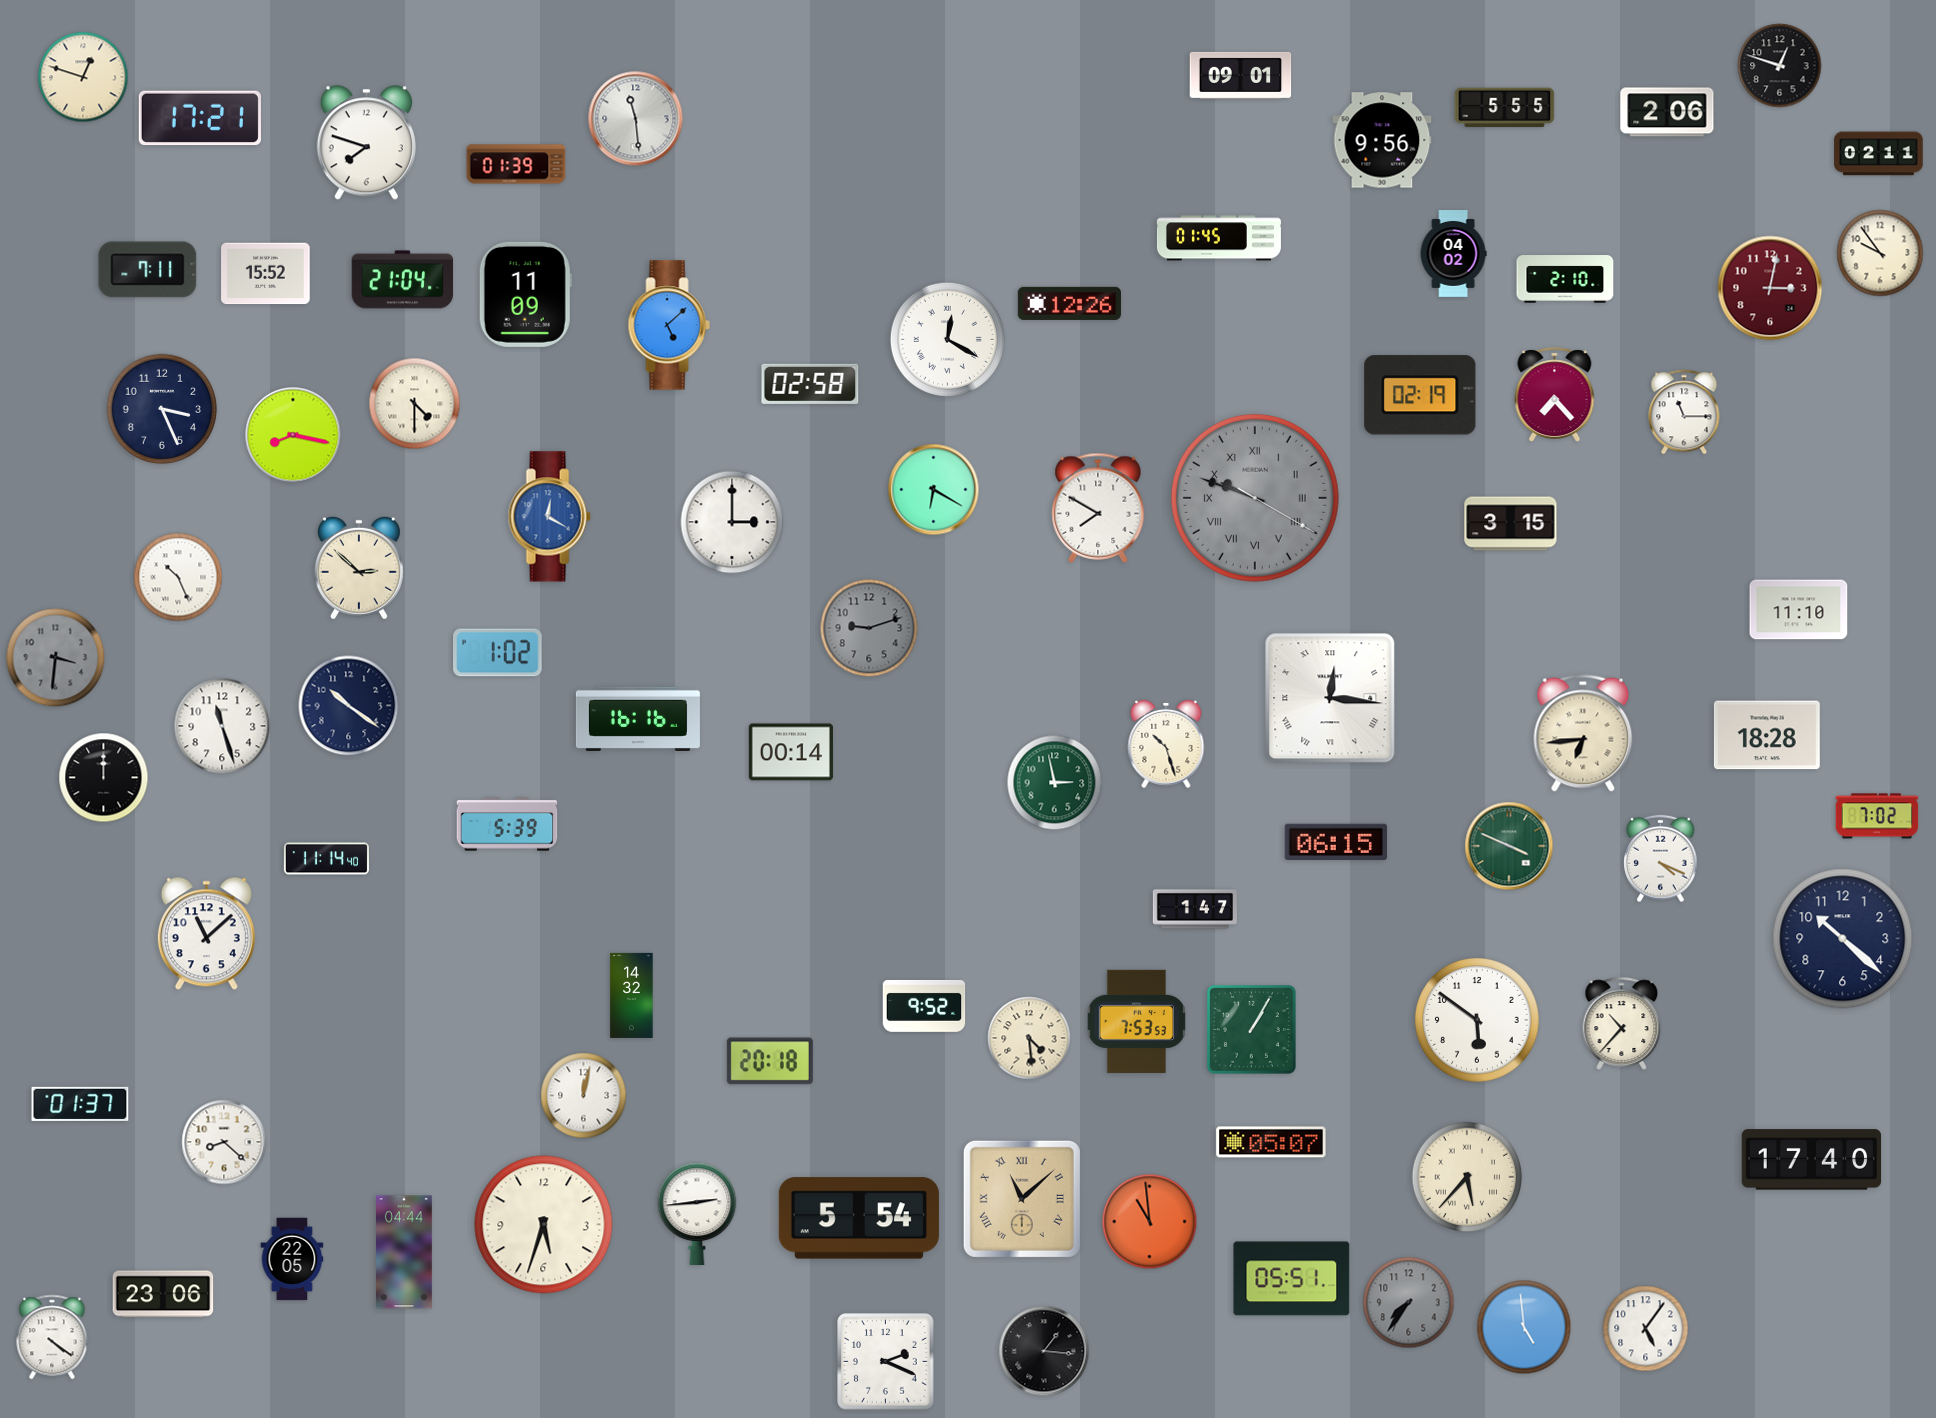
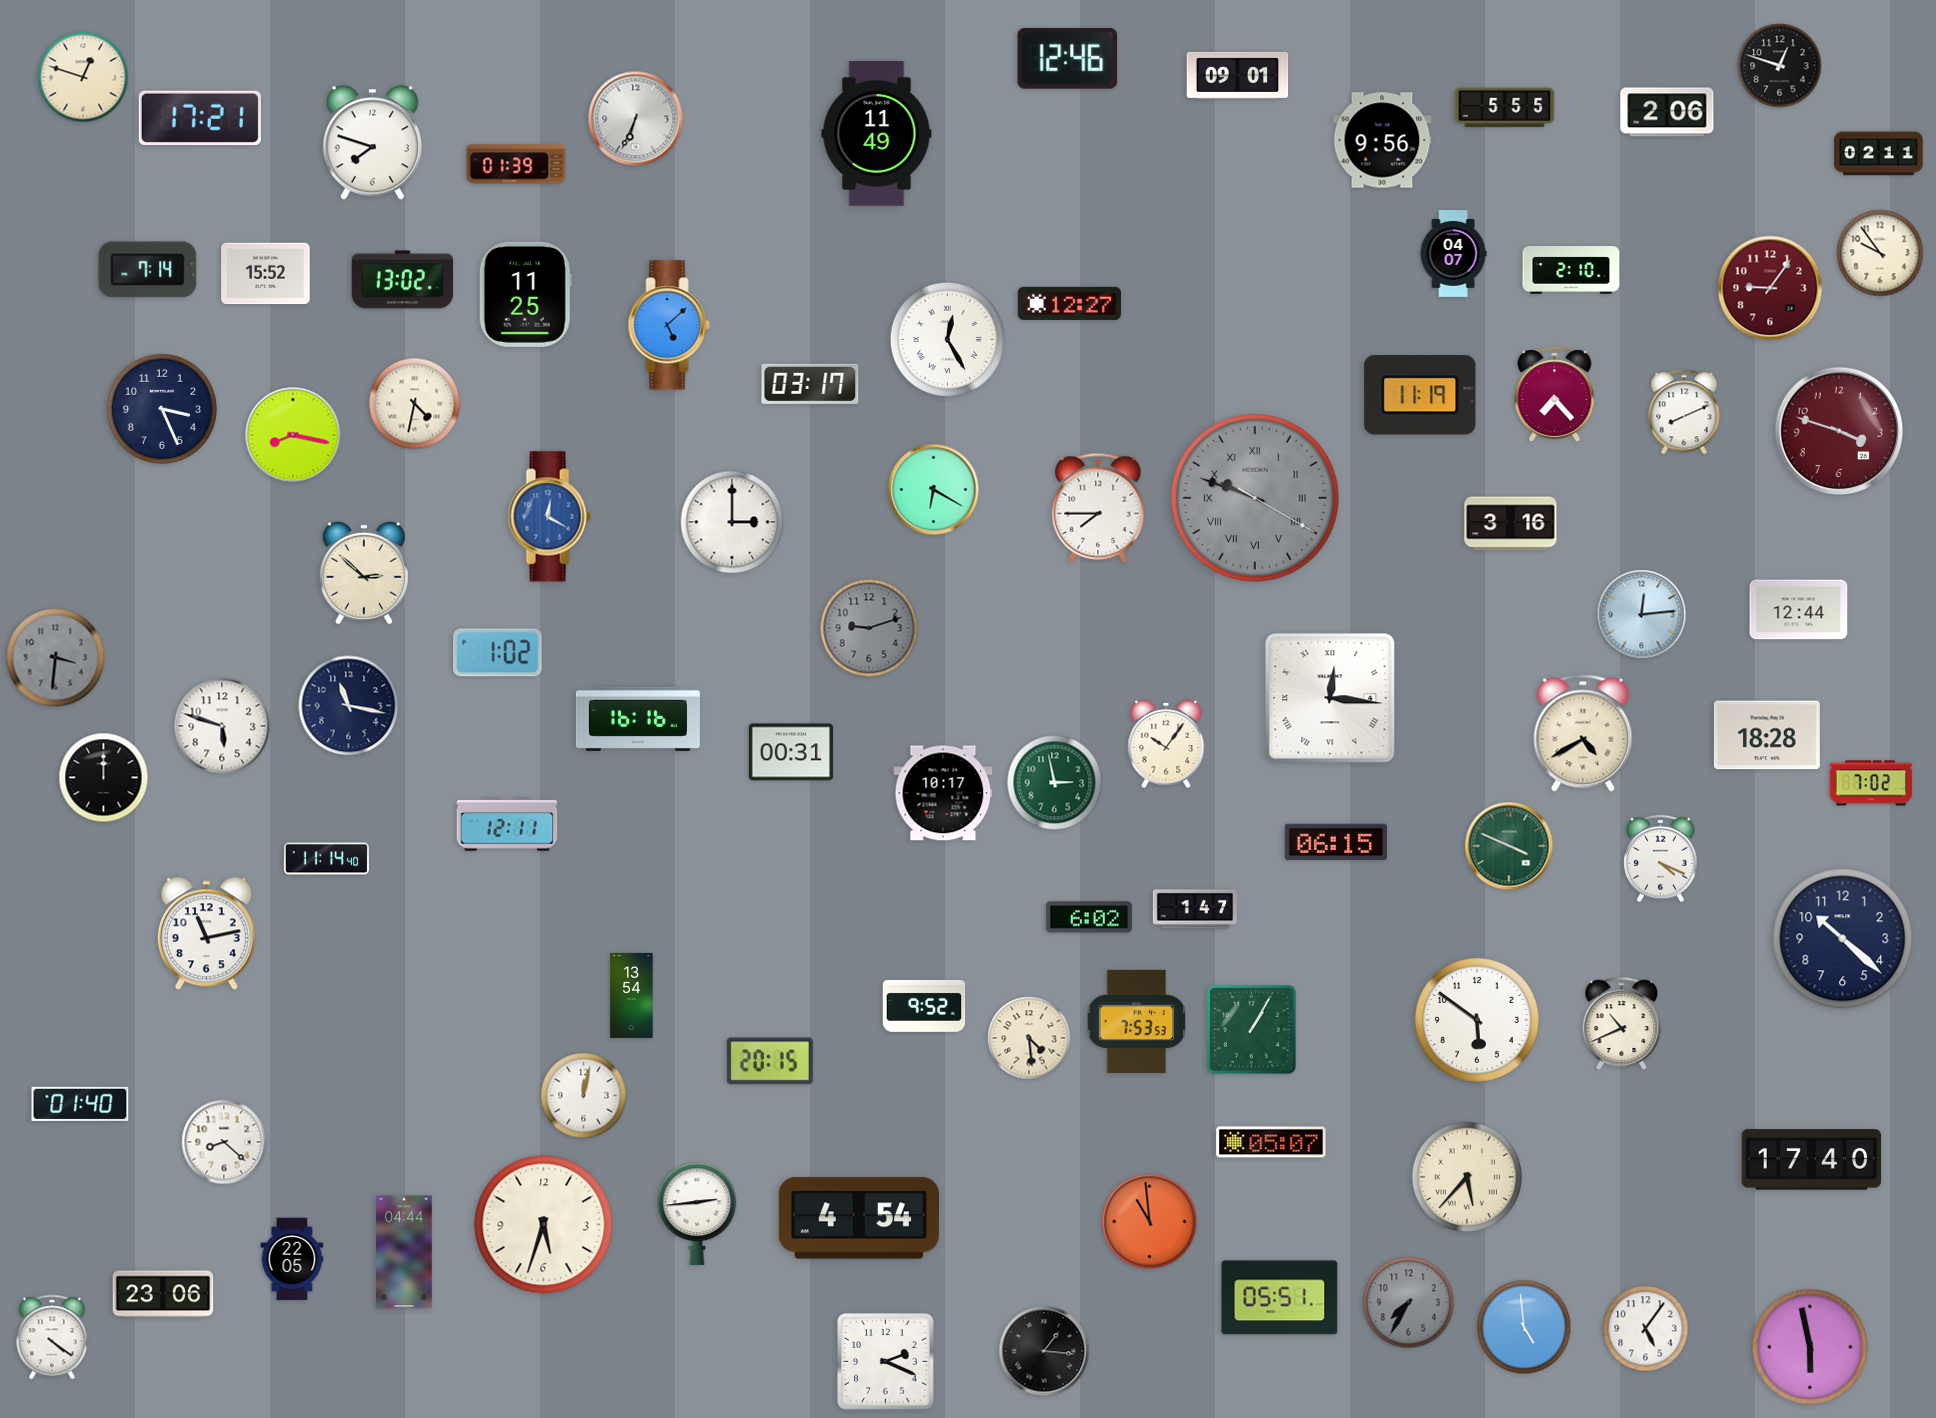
clock at (1068, 58): none -> 12:46
clock at (1241, 75) position: (1241, 75) -> (1238, 75)
clock at (636, 119): 11:29 -> 6:34
clock at (877, 134): none -> 11:49
clock at (366, 143) position: (366, 143) -> (372, 143)
clock at (1219, 238): 01:45 -> none
clock at (1453, 254): 04:02 -> 04:07
clock at (148, 270): 7:11 -> 7:14
clock at (1565, 279) position: (1565, 279) -> (1571, 270)
clock at (403, 280): 21:04 -> 13:02
clock at (1770, 288): 3:02 -> 9:06
clock at (525, 294): 11:09 -> 11:25
clock at (1069, 303): 12:26 -> 12:27
clock at (947, 339): 12:20 -> 12:25
clock at (810, 384): 02:58 -> 03:17
clock at (1420, 395): 02:19 -> 11:19
clock at (415, 404): 4:30 -> 4:32
clock at (1684, 412): 11:15 -> 8:11
clock at (1839, 431): none -> 3:48
clock at (1098, 508): 7:50 -> 7:45
clock at (1511, 524): 3:15 -> 3:16
clock at (359, 568) position: (359, 568) -> (364, 573)
clock at (178, 577): 10:26 -> none
clock at (1799, 610): 11:10 -> 12:44
clock at (1642, 615): none -> 12:14
clock at (349, 706): 10:21 -> 11:17
clock at (222, 726): 11:27 -> 5:48
clock at (1583, 733): 6:44 -> 4:40
clock at (1166, 744): 10:27 -> 10:06
clock at (791, 752): 00:14 -> 00:31
clock at (943, 793): none -> 10:17
clock at (1877, 816) position: (1877, 816) -> (1871, 783)
clock at (507, 824): 5:39 -> 12:11
clock at (1089, 917): none -> 6:02
clock at (206, 934): 11:08 -> 11:13
clock at (632, 995): 14:32 -> 13:54
clock at (1622, 1023): 10:37 -> 10:41
clock at (770, 1061): 20:18 -> 20:15
clock at (80, 1103): 01:37 -> 01:40
clock at (1022, 1199): 11:08 -> none
clock at (859, 1218): 5:54 -> 4:54
clock at (1292, 1279) position: (1292, 1279) -> (1280, 1298)
clock at (1409, 1303): 7:36 -> 7:35
clock at (1810, 1347): none -> 5:58
